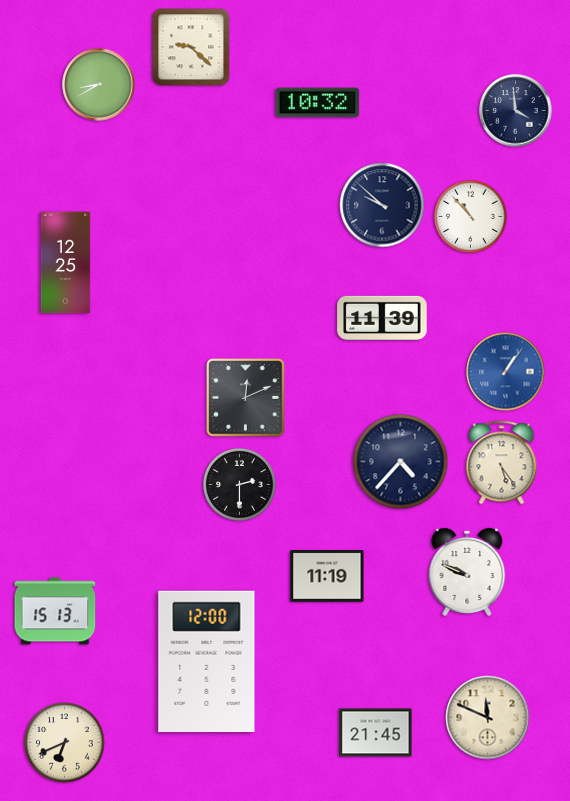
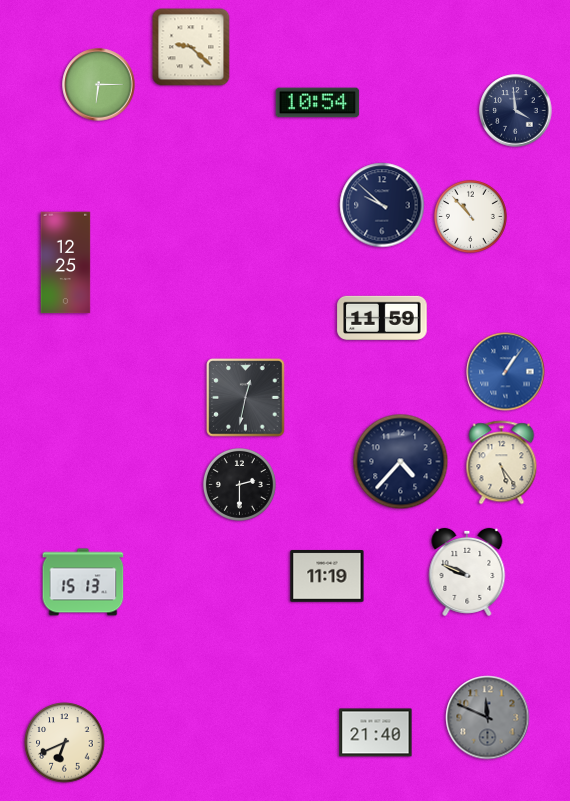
clock at (99, 85): 8:40 -> 6:15
clock at (318, 103): 10:32 -> 10:54
clock at (382, 318): 11:39 -> 11:59
clock at (246, 398): 12:11 -> 12:32
clock at (55, 611) position: (55, 611) -> (83, 582)
clock at (207, 661): 12:00 -> none
clock at (488, 718) dial: cream -> grey
clock at (376, 733): 21:45 -> 21:40
